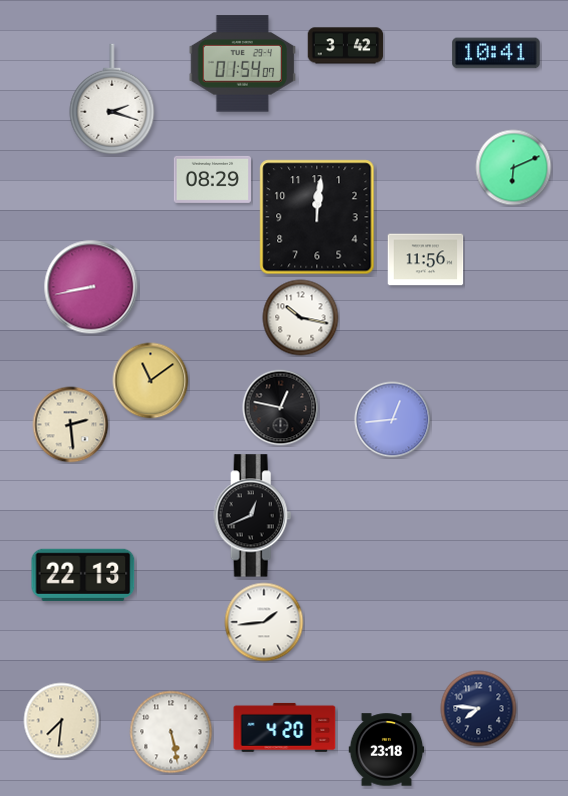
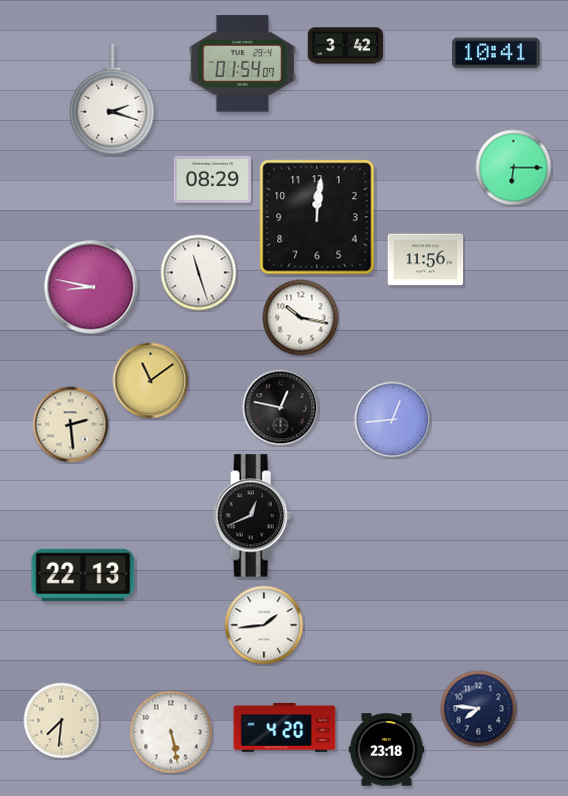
clock at (514, 168): 6:11 -> 6:15
clock at (199, 273): none -> 11:27
clock at (91, 287): 8:43 -> 8:47
clock at (264, 622) position: (264, 622) -> (264, 625)
